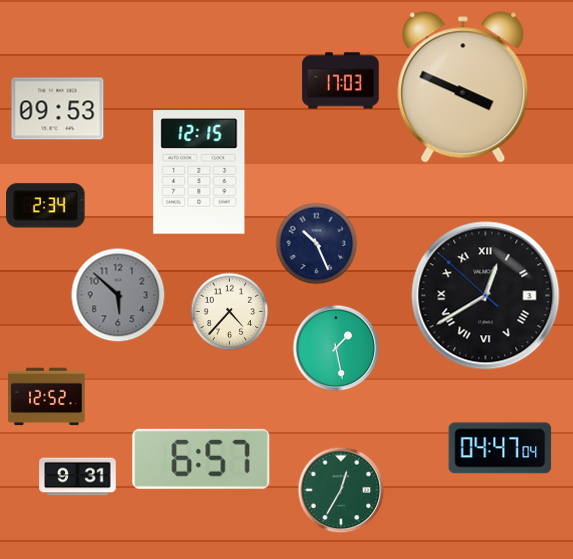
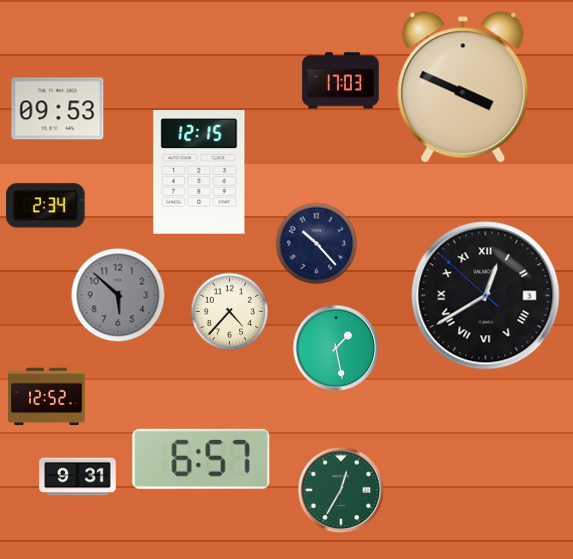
clock at (316, 243): 10:26 -> 10:23
clock at (500, 448): 04:47 -> none
